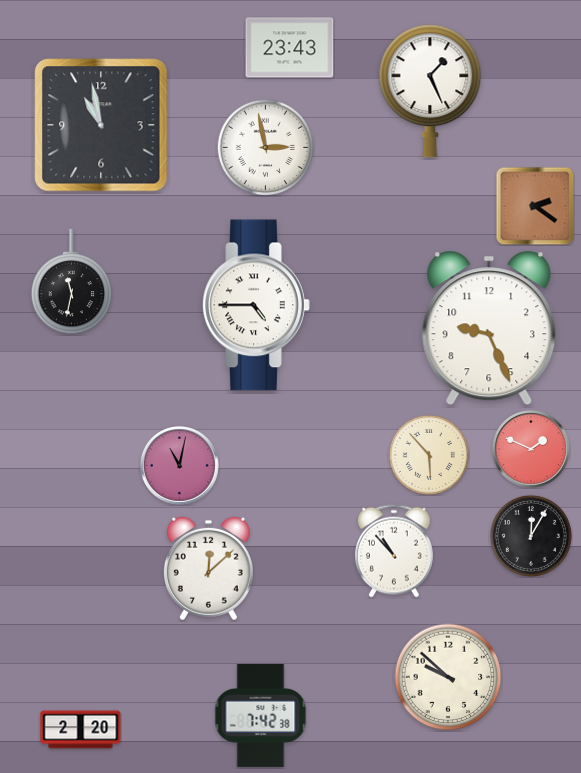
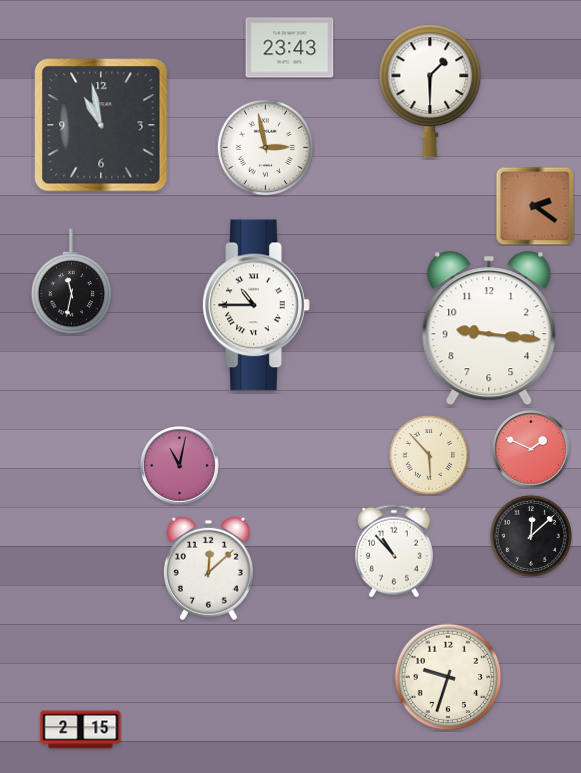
clock at (430, 91): 1:26 -> 1:30
clock at (256, 305): 4:45 -> 10:45
clock at (489, 328): 9:26 -> 9:16
clock at (531, 536): 12:05 -> 12:08
clock at (448, 677): 9:52 -> 9:33
clock at (261, 715): 7:42 -> none
clock at (81, 730): 2:20 -> 2:15
